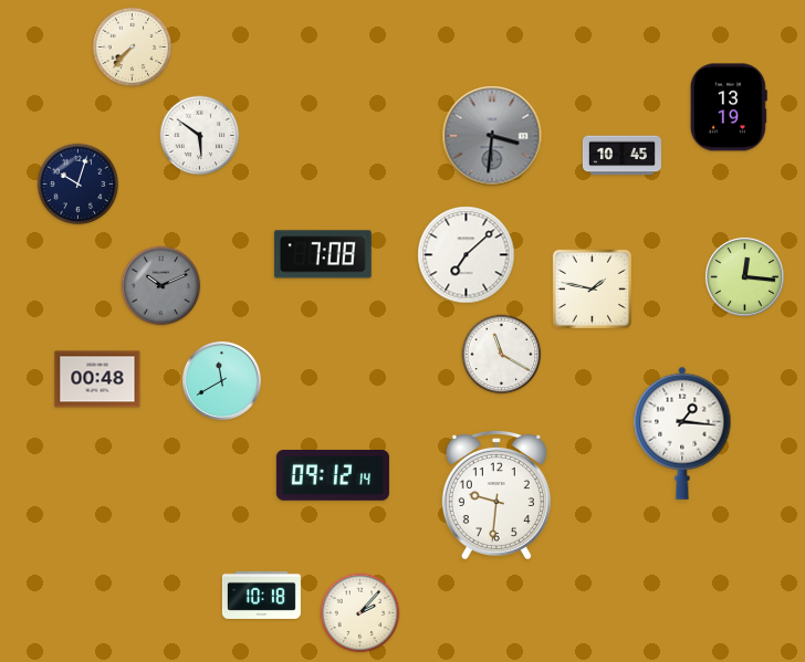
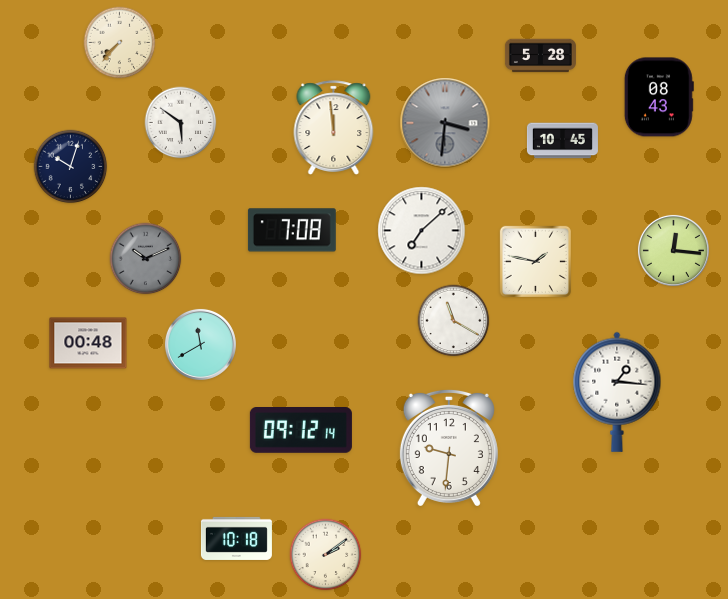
clock at (540, 56): none -> 5:28
clock at (729, 107): 13:19 -> 08:43
clock at (334, 128): none -> 11:59
clock at (360, 613): 2:07 -> 2:09
